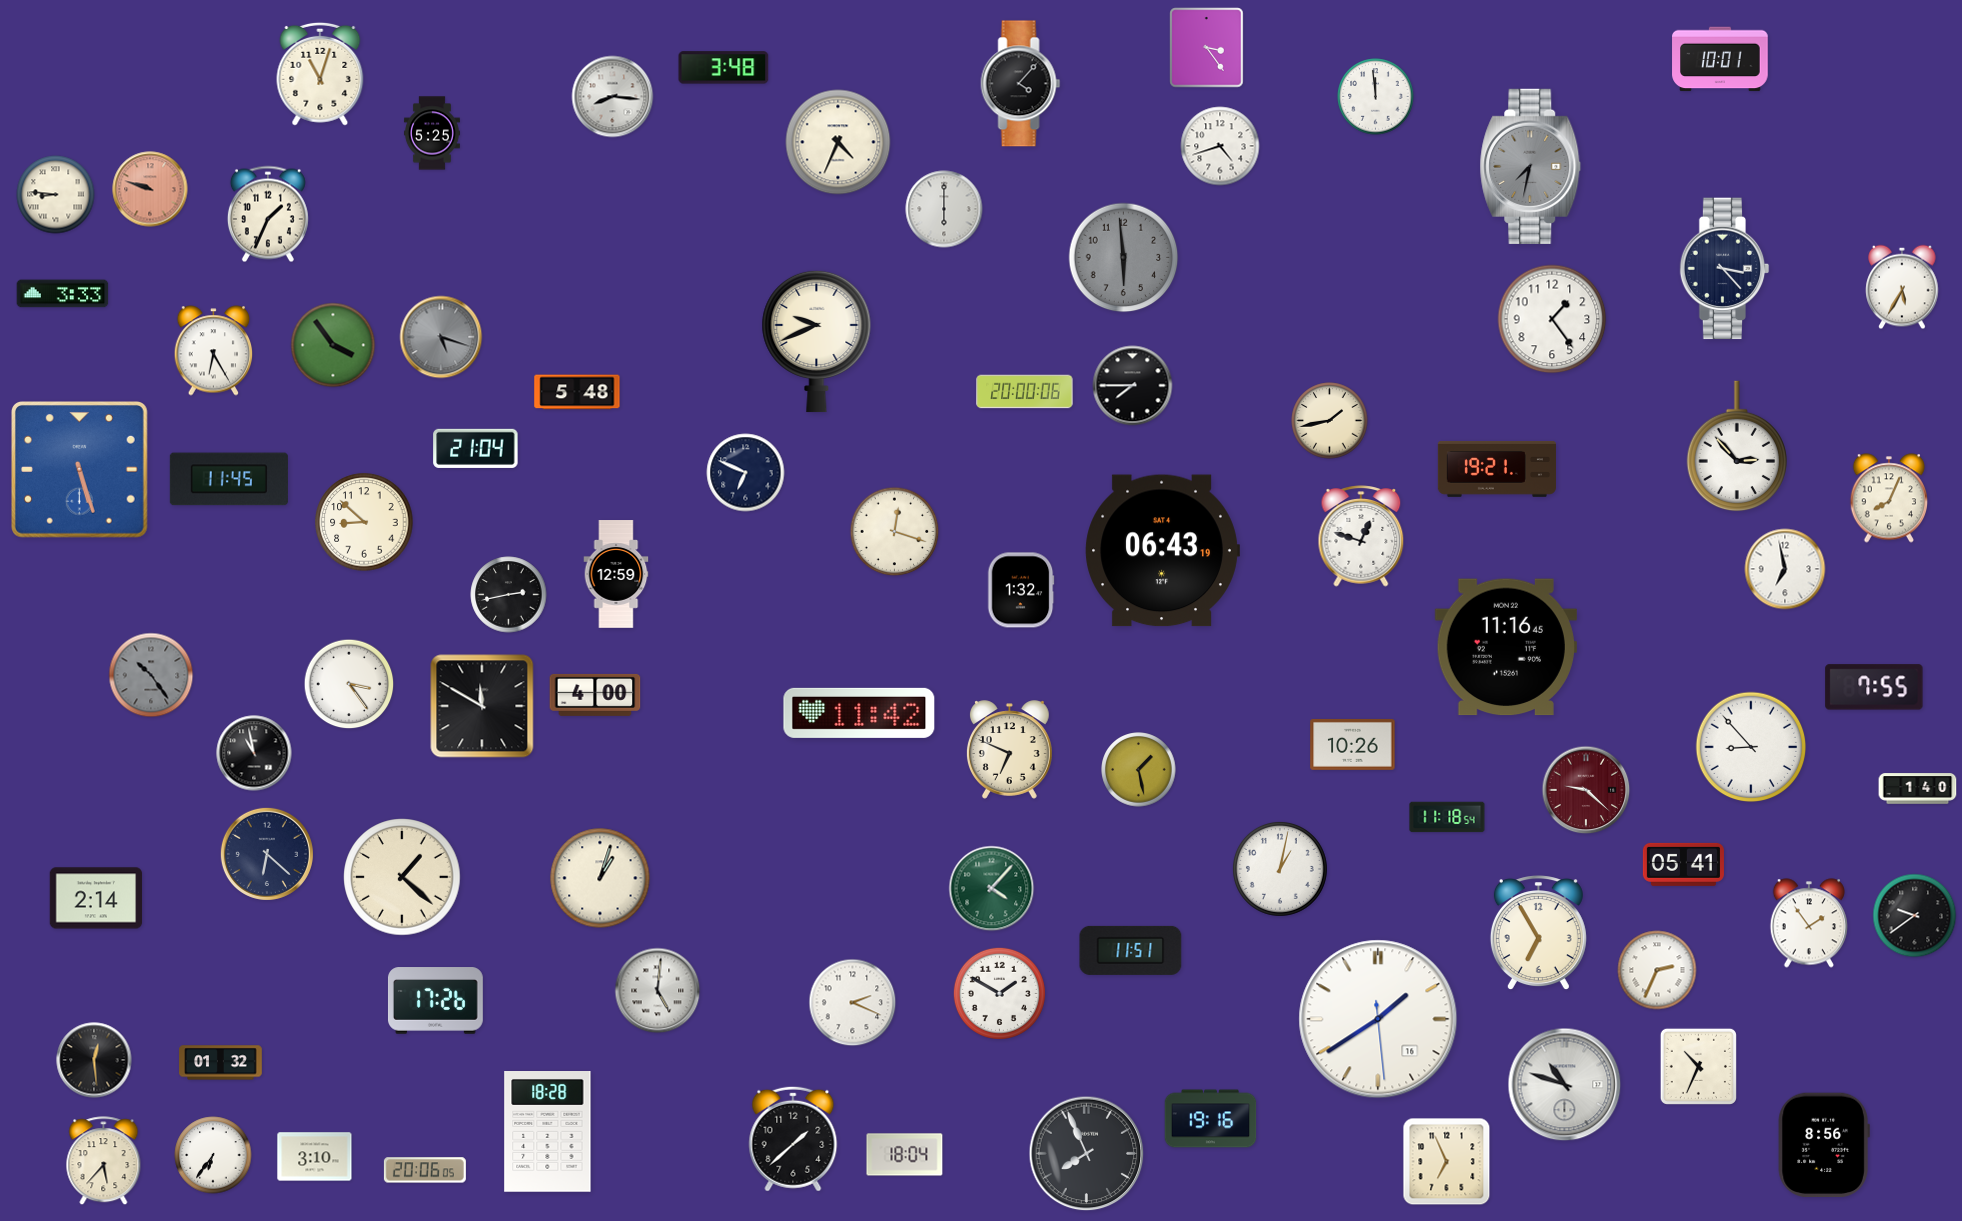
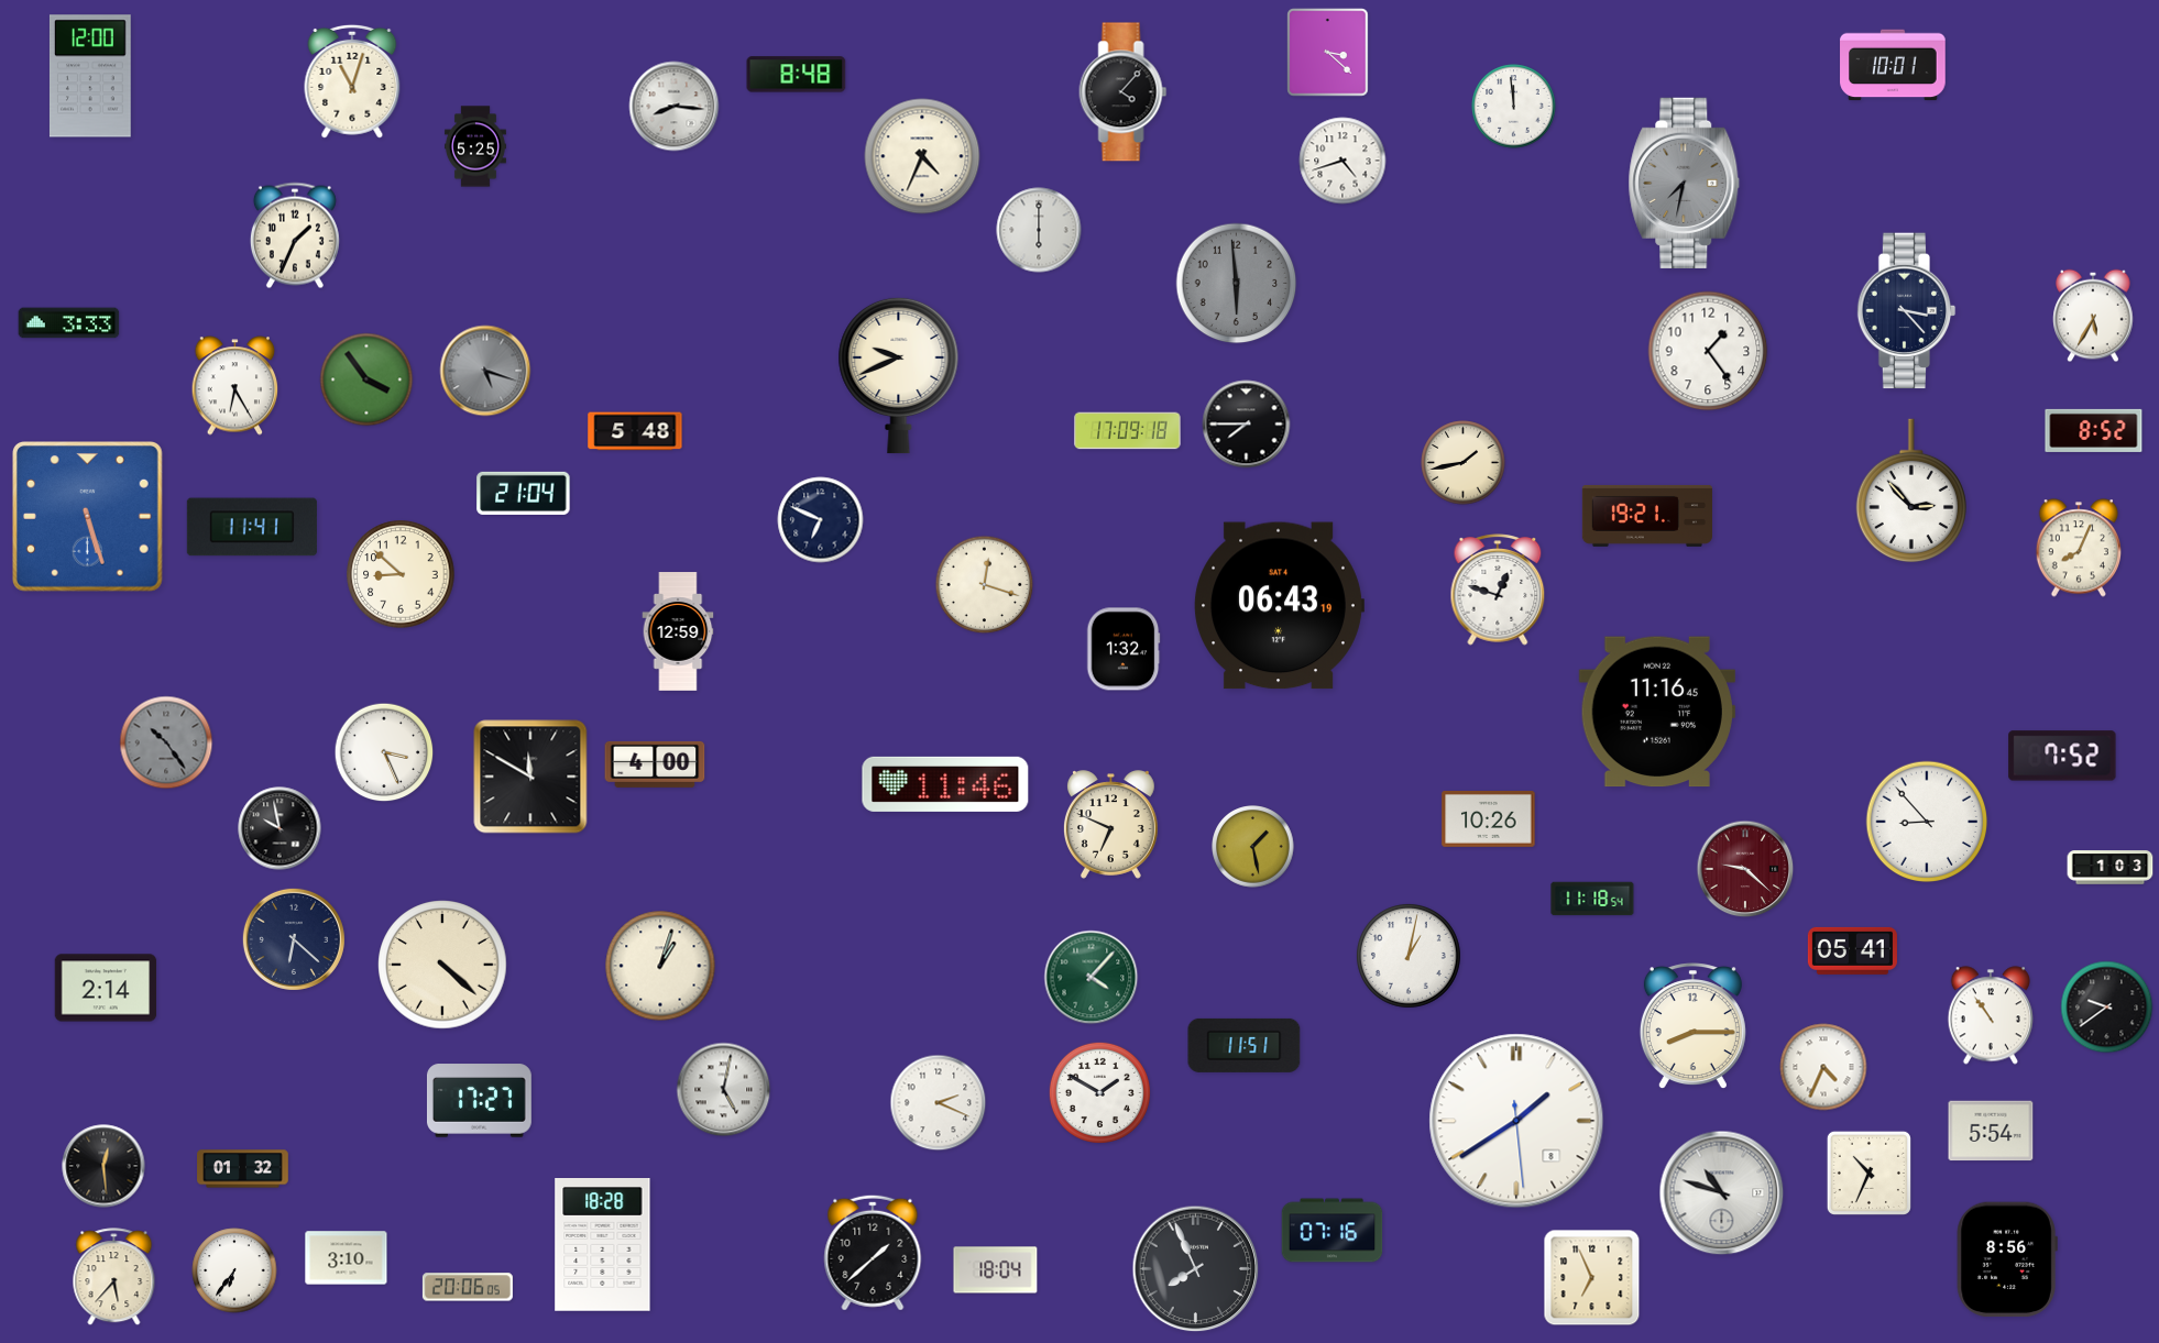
clock at (1207, 48): 3:24 -> 3:22
clock at (724, 68): 3:48 -> 8:48
clock at (90, 76): none -> 12:00
clock at (150, 189): 9:48 -> none
clock at (56, 195): 8:46 -> none
clock at (1725, 269) position: (1725, 269) -> (1907, 311)
clock at (2094, 430): none -> 8:52
clock at (1025, 392): 20:00 -> 17:09
clock at (229, 479): 11:45 -> 11:41
clock at (1785, 569): 6:58 -> none
clock at (509, 595): 2:43 -> none
clock at (349, 684): 3:24 -> 3:26
clock at (1874, 687): 7:55 -> 7:52
clock at (859, 713): 11:42 -> 11:46
clock at (254, 753): 10:58 -> 9:58
clock at (1918, 789): 1:40 -> 1:03
clock at (402, 877): 1:22 -> 4:22
clock at (1808, 923): 1:54 -> 10:54
clock at (1538, 933): 6:55 -> 8:15
clock at (1657, 970): 2:34 -> 4:34
clock at (658, 991): 5:01 -> 5:02
clock at (435, 1001): 17:26 -> 17:27
clock at (1378, 1019) date: 16 -> 8
clock at (1991, 1131): none -> 5:54
clock at (1211, 1119): 19:16 -> 07:16
clock at (315, 1157) position: (315, 1157) -> (347, 1258)
